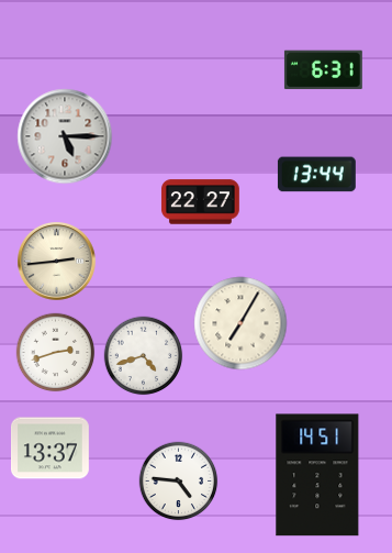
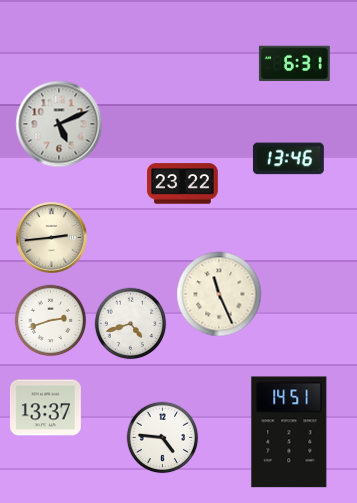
clock at (65, 136): 5:15 -> 5:11
clock at (316, 175): 13:44 -> 13:46
clock at (201, 202): 22:27 -> 23:22
clock at (240, 323): 7:05 -> 11:26
